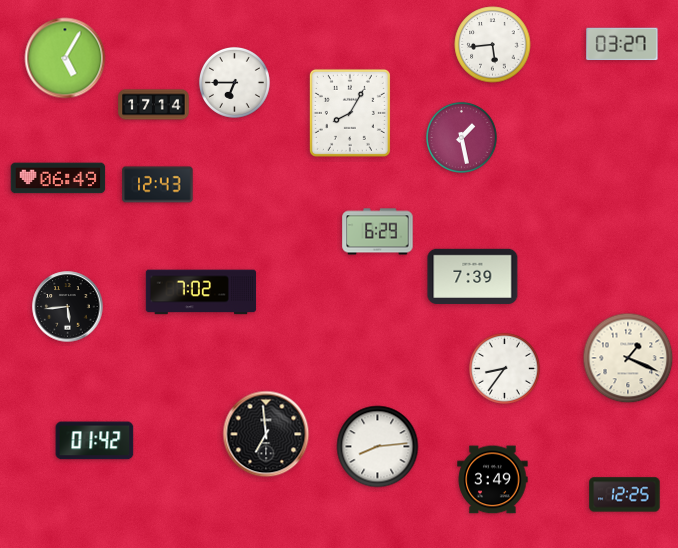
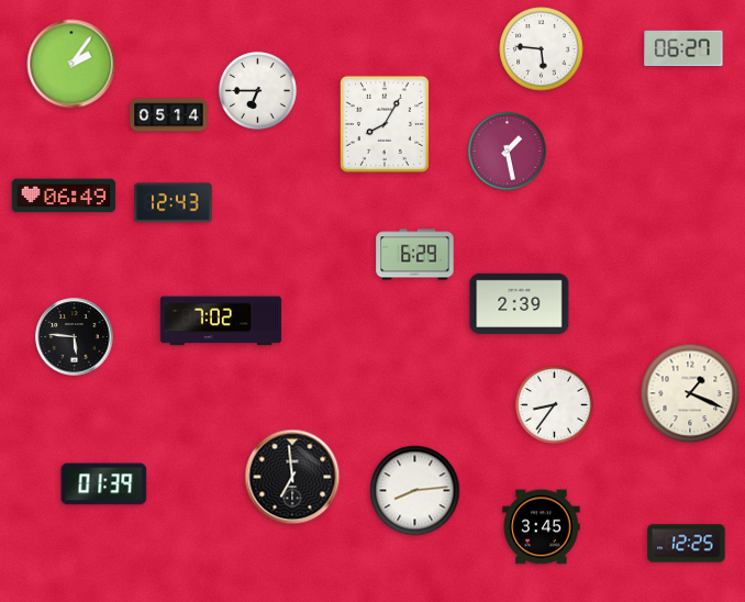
clock at (622, 44): 03:27 -> 06:27
clock at (493, 45): 5:44 -> 5:46
clock at (65, 58): 5:05 -> 2:06
clock at (154, 105): 17:14 -> 05:14
clock at (473, 276): 7:39 -> 2:39
clock at (68, 307): 5:44 -> 5:46
clock at (95, 441): 01:42 -> 01:39
clock at (493, 480): 3:49 -> 3:45
